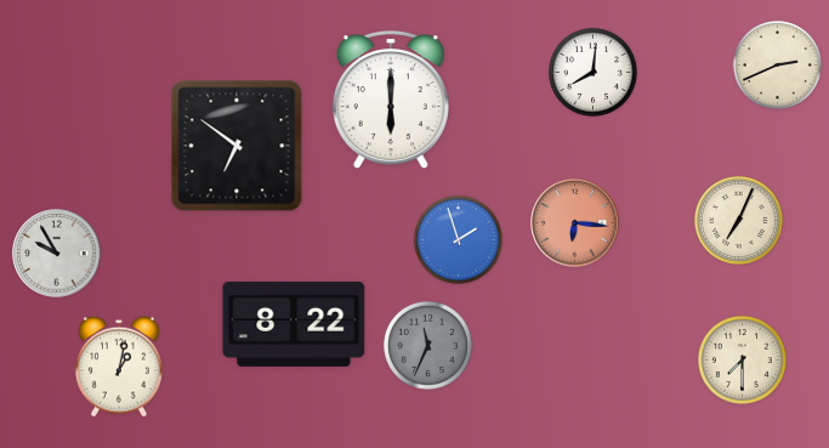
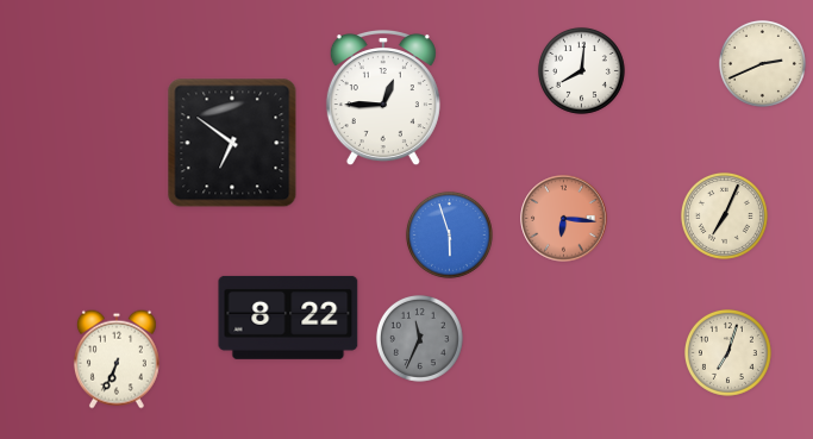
clock at (391, 101): 6:00 -> 12:45
clock at (458, 239): 1:57 -> 5:57
clock at (57, 254): 9:55 -> none
clock at (742, 359): 7:30 -> 7:03
clock at (119, 367): 1:02 -> 6:34
